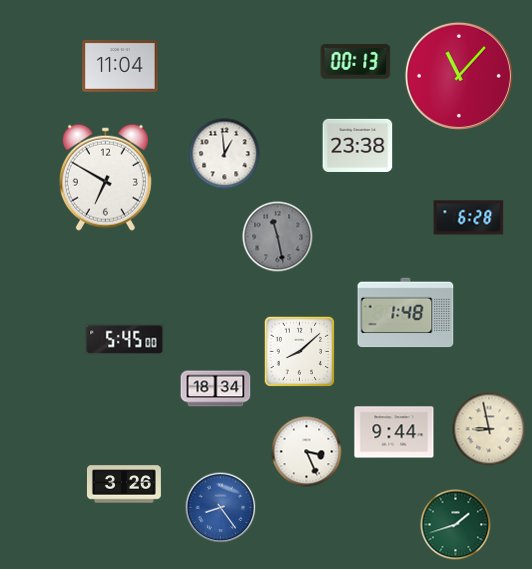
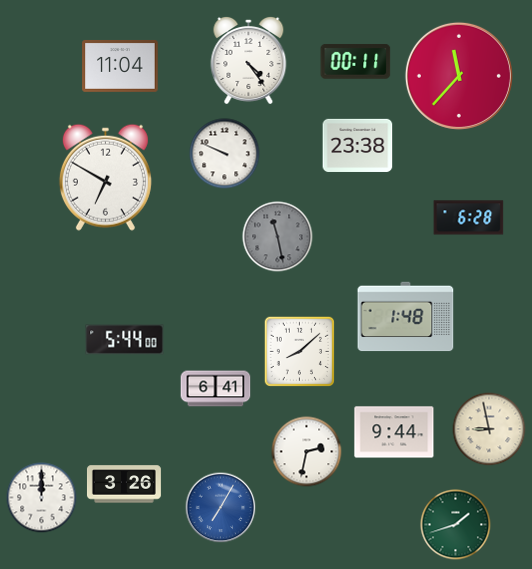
clock at (249, 60): none -> 4:24
clock at (356, 61): 00:13 -> 00:11
clock at (459, 76): 11:07 -> 11:37
clock at (225, 154): 12:59 -> 9:49
clock at (406, 313) position: (406, 313) -> (406, 317)
clock at (125, 340): 5:45 -> 5:44
clock at (216, 389): 18:34 -> 6:41
clock at (307, 452): 3:26 -> 2:32
clock at (42, 498): none -> 12:00
clock at (221, 508): 8:24 -> 7:05
